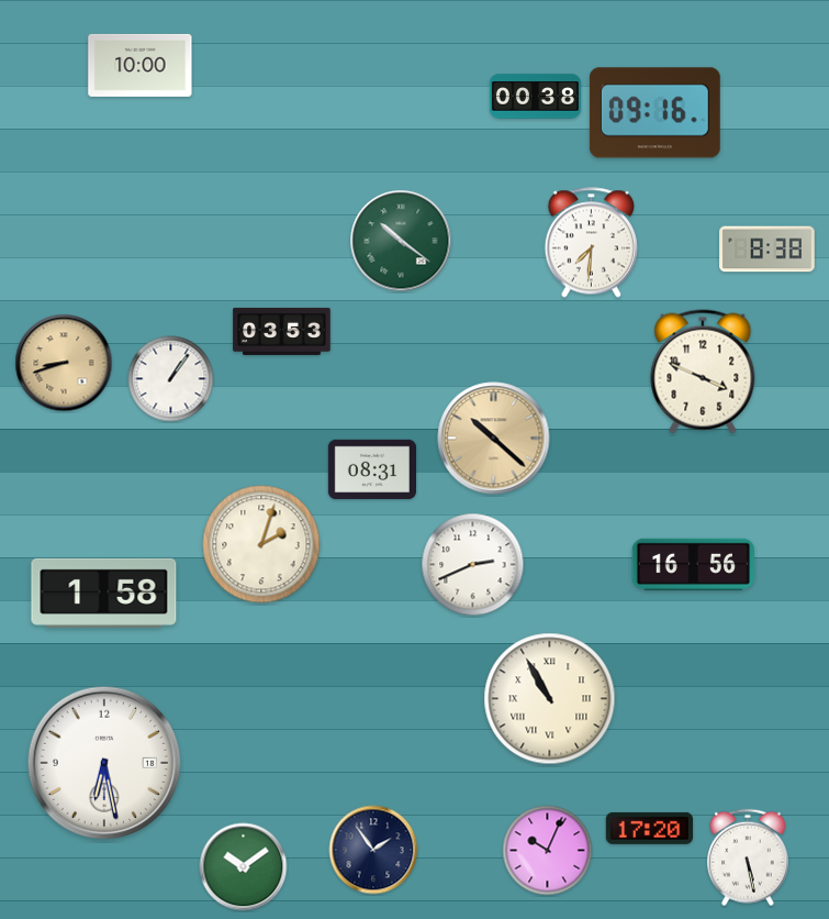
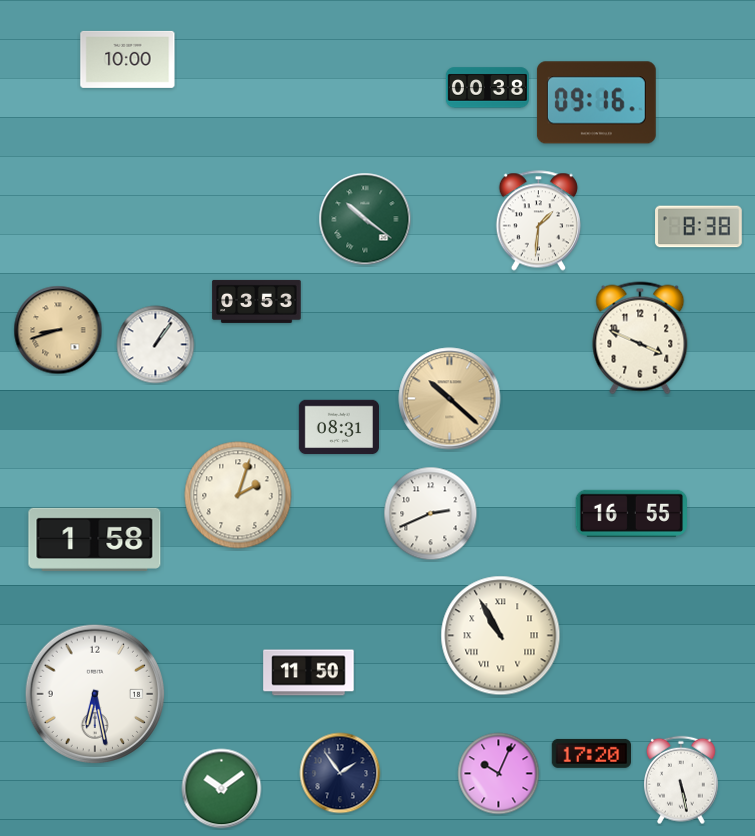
clock at (591, 243): 7:31 -> 1:31
clock at (693, 564): 16:56 -> 16:55
clock at (309, 673): none -> 11:50
